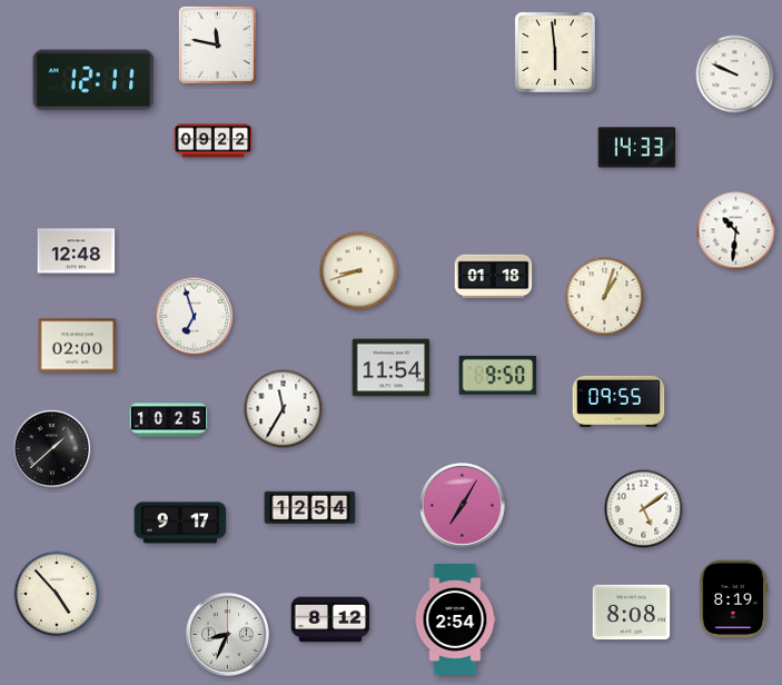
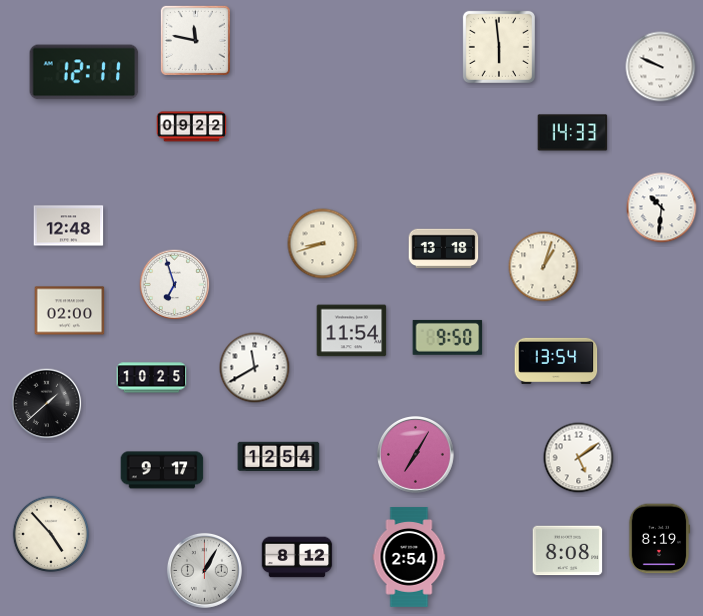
clock at (494, 277): 01:18 -> 13:18
clock at (618, 401): 09:55 -> 13:54
clock at (284, 409): 11:35 -> 11:40
clock at (227, 634): 8:34 -> 1:05
